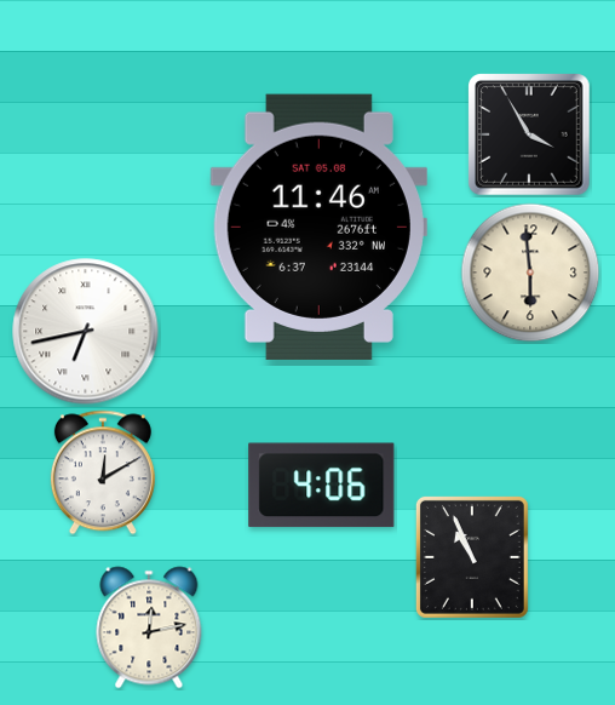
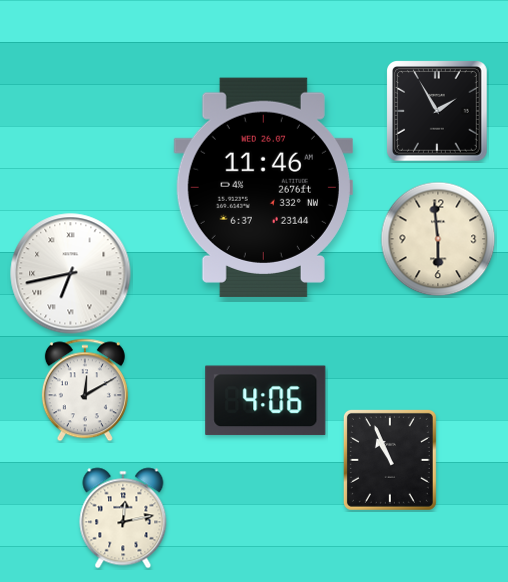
clock at (530, 136): 3:55 -> 1:55
clock at (318, 227) date: SAT 05.08 -> WED 26.07
clock at (530, 273) position: (530, 273) -> (438, 239)
